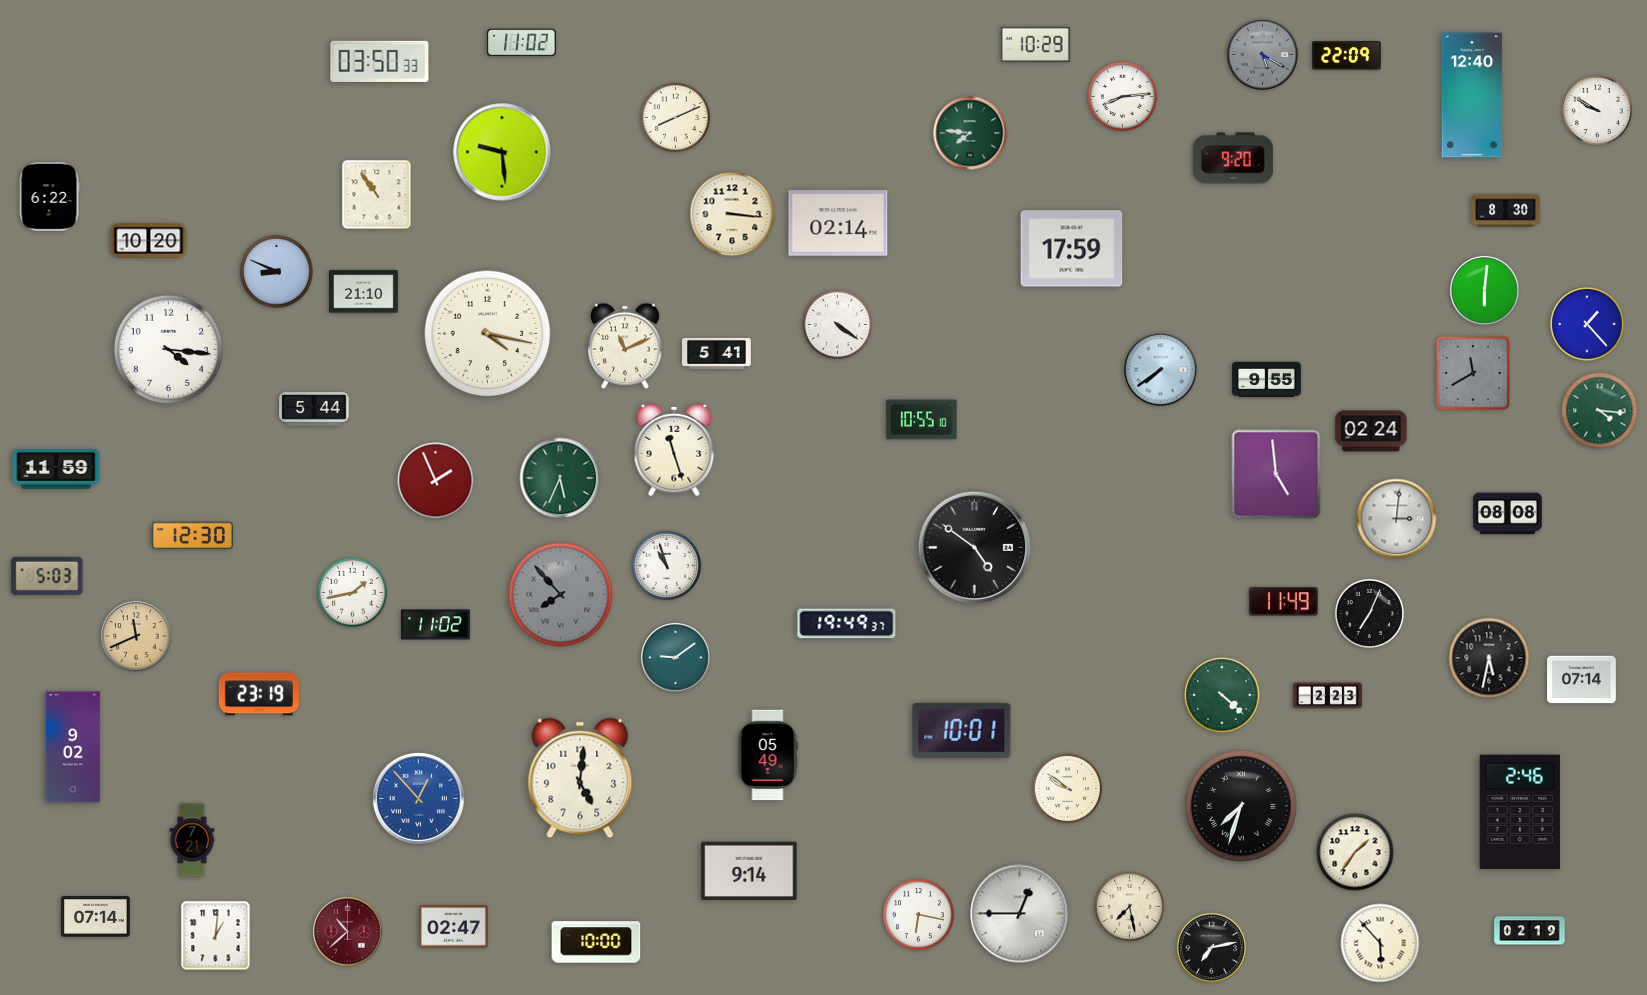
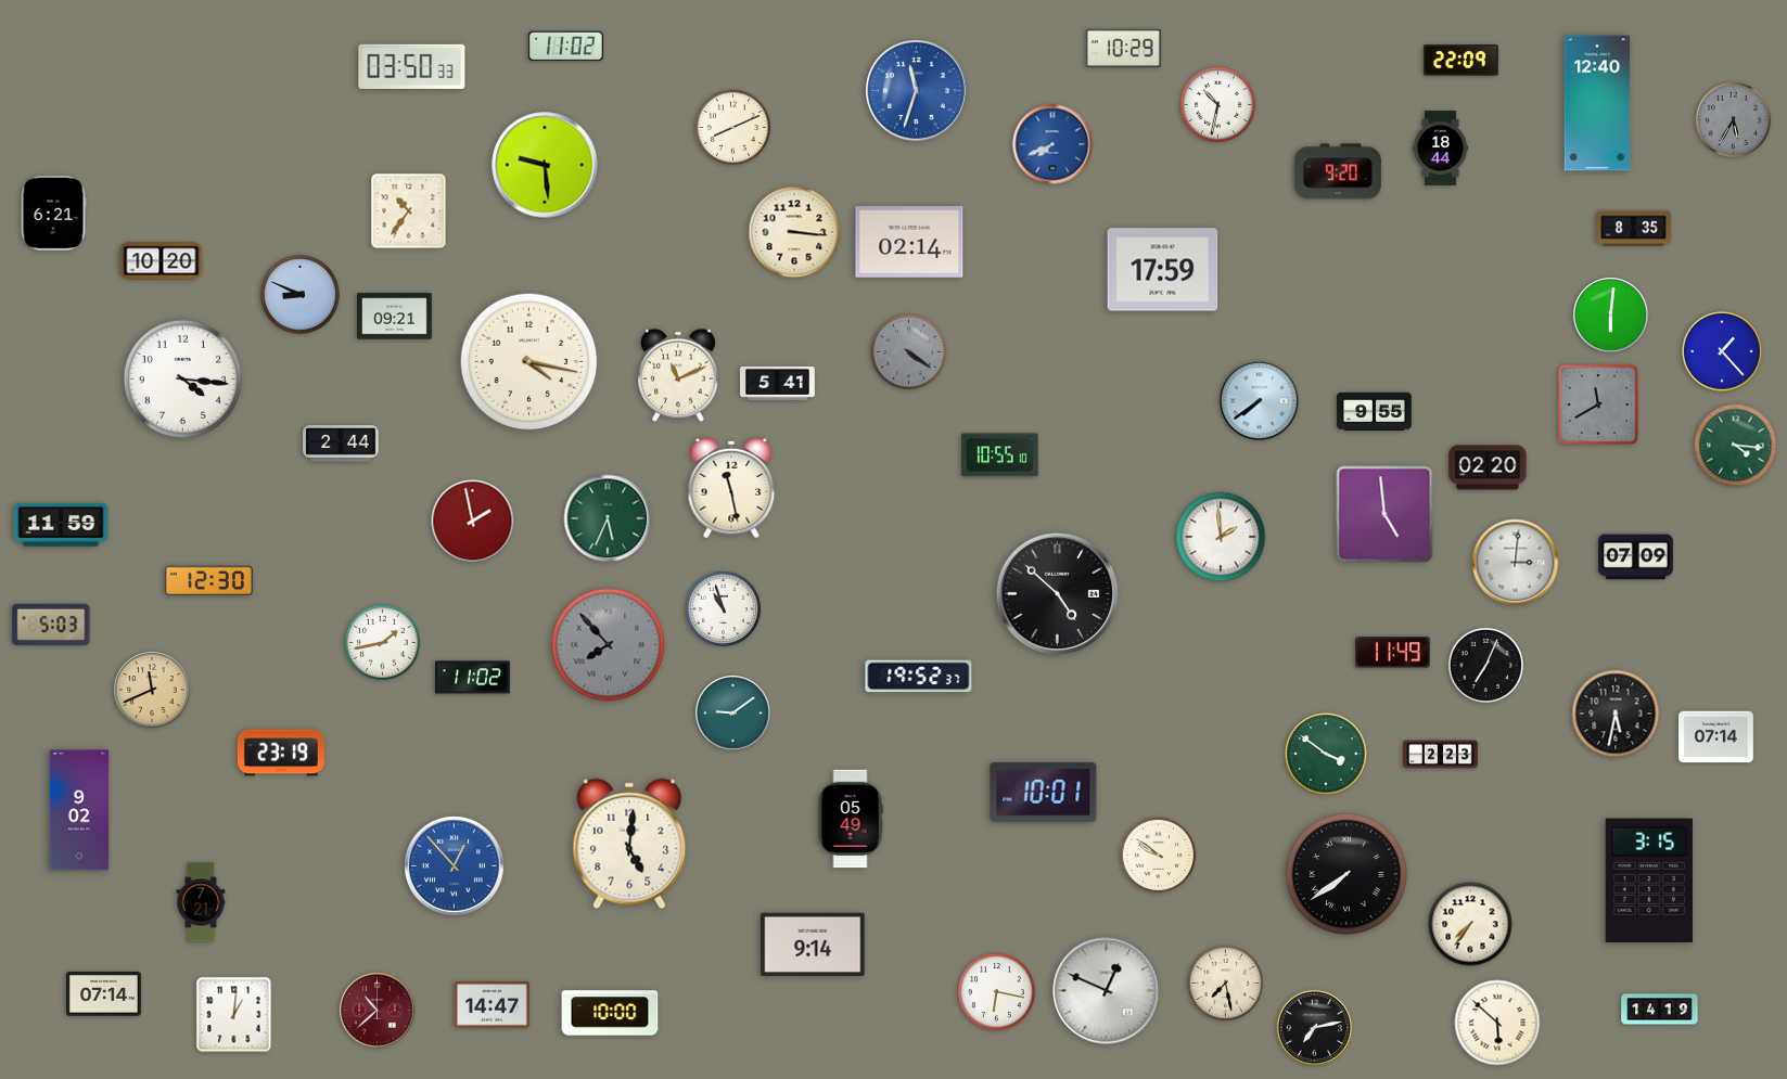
clock at (1263, 55): 5:20 -> none
clock at (917, 91): none -> 11:33
clock at (1122, 96): 8:14 -> 10:32
clock at (1597, 110): 9:50 -> 5:35
clock at (1597, 110) dial: white -> grey
clock at (970, 133): 7:46 -> 7:41
clock at (970, 133) dial: green -> blue
clock at (1441, 149): none -> 18:44
clock at (377, 195): 10:54 -> 10:36
clock at (49, 197): 6:22 -> 6:21
clock at (1506, 211): 8:30 -> 8:35
clock at (364, 292): 21:10 -> 09:21
clock at (837, 324) dial: white -> grey
clock at (314, 409): 5:44 -> 2:44
clock at (1371, 431): 02:24 -> 02:20
clock at (674, 450): 11:27 -> 11:28
clock at (56, 470) position: (56, 470) -> (61, 526)
clock at (436, 481): 1:56 -> 1:58
clock at (1221, 537): none -> 1:59
clock at (1508, 514): 08:08 -> 07:09
clock at (975, 548): 4:51 -> 4:52
clock at (666, 565) position: (666, 565) -> (723, 608)
clock at (847, 624): 19:49 -> 19:52
clock at (136, 636) position: (136, 636) -> (152, 690)
clock at (1222, 695): 4:22 -> 3:51
clock at (768, 755) position: (768, 755) -> (851, 819)
clock at (1241, 806): 7:33 -> 7:39
clock at (1520, 812): 2:46 -> 3:15
clock at (192, 840) position: (192, 840) -> (201, 902)
clock at (1355, 852): 1:36 -> 7:36
clock at (1020, 914): 12:45 -> 12:49
clock at (454, 927): 02:47 -> 14:47
clock at (1530, 931): 02:19 -> 14:19
clock at (596, 942) position: (596, 942) -> (610, 1013)
clock at (1380, 943): 5:53 -> 5:52
